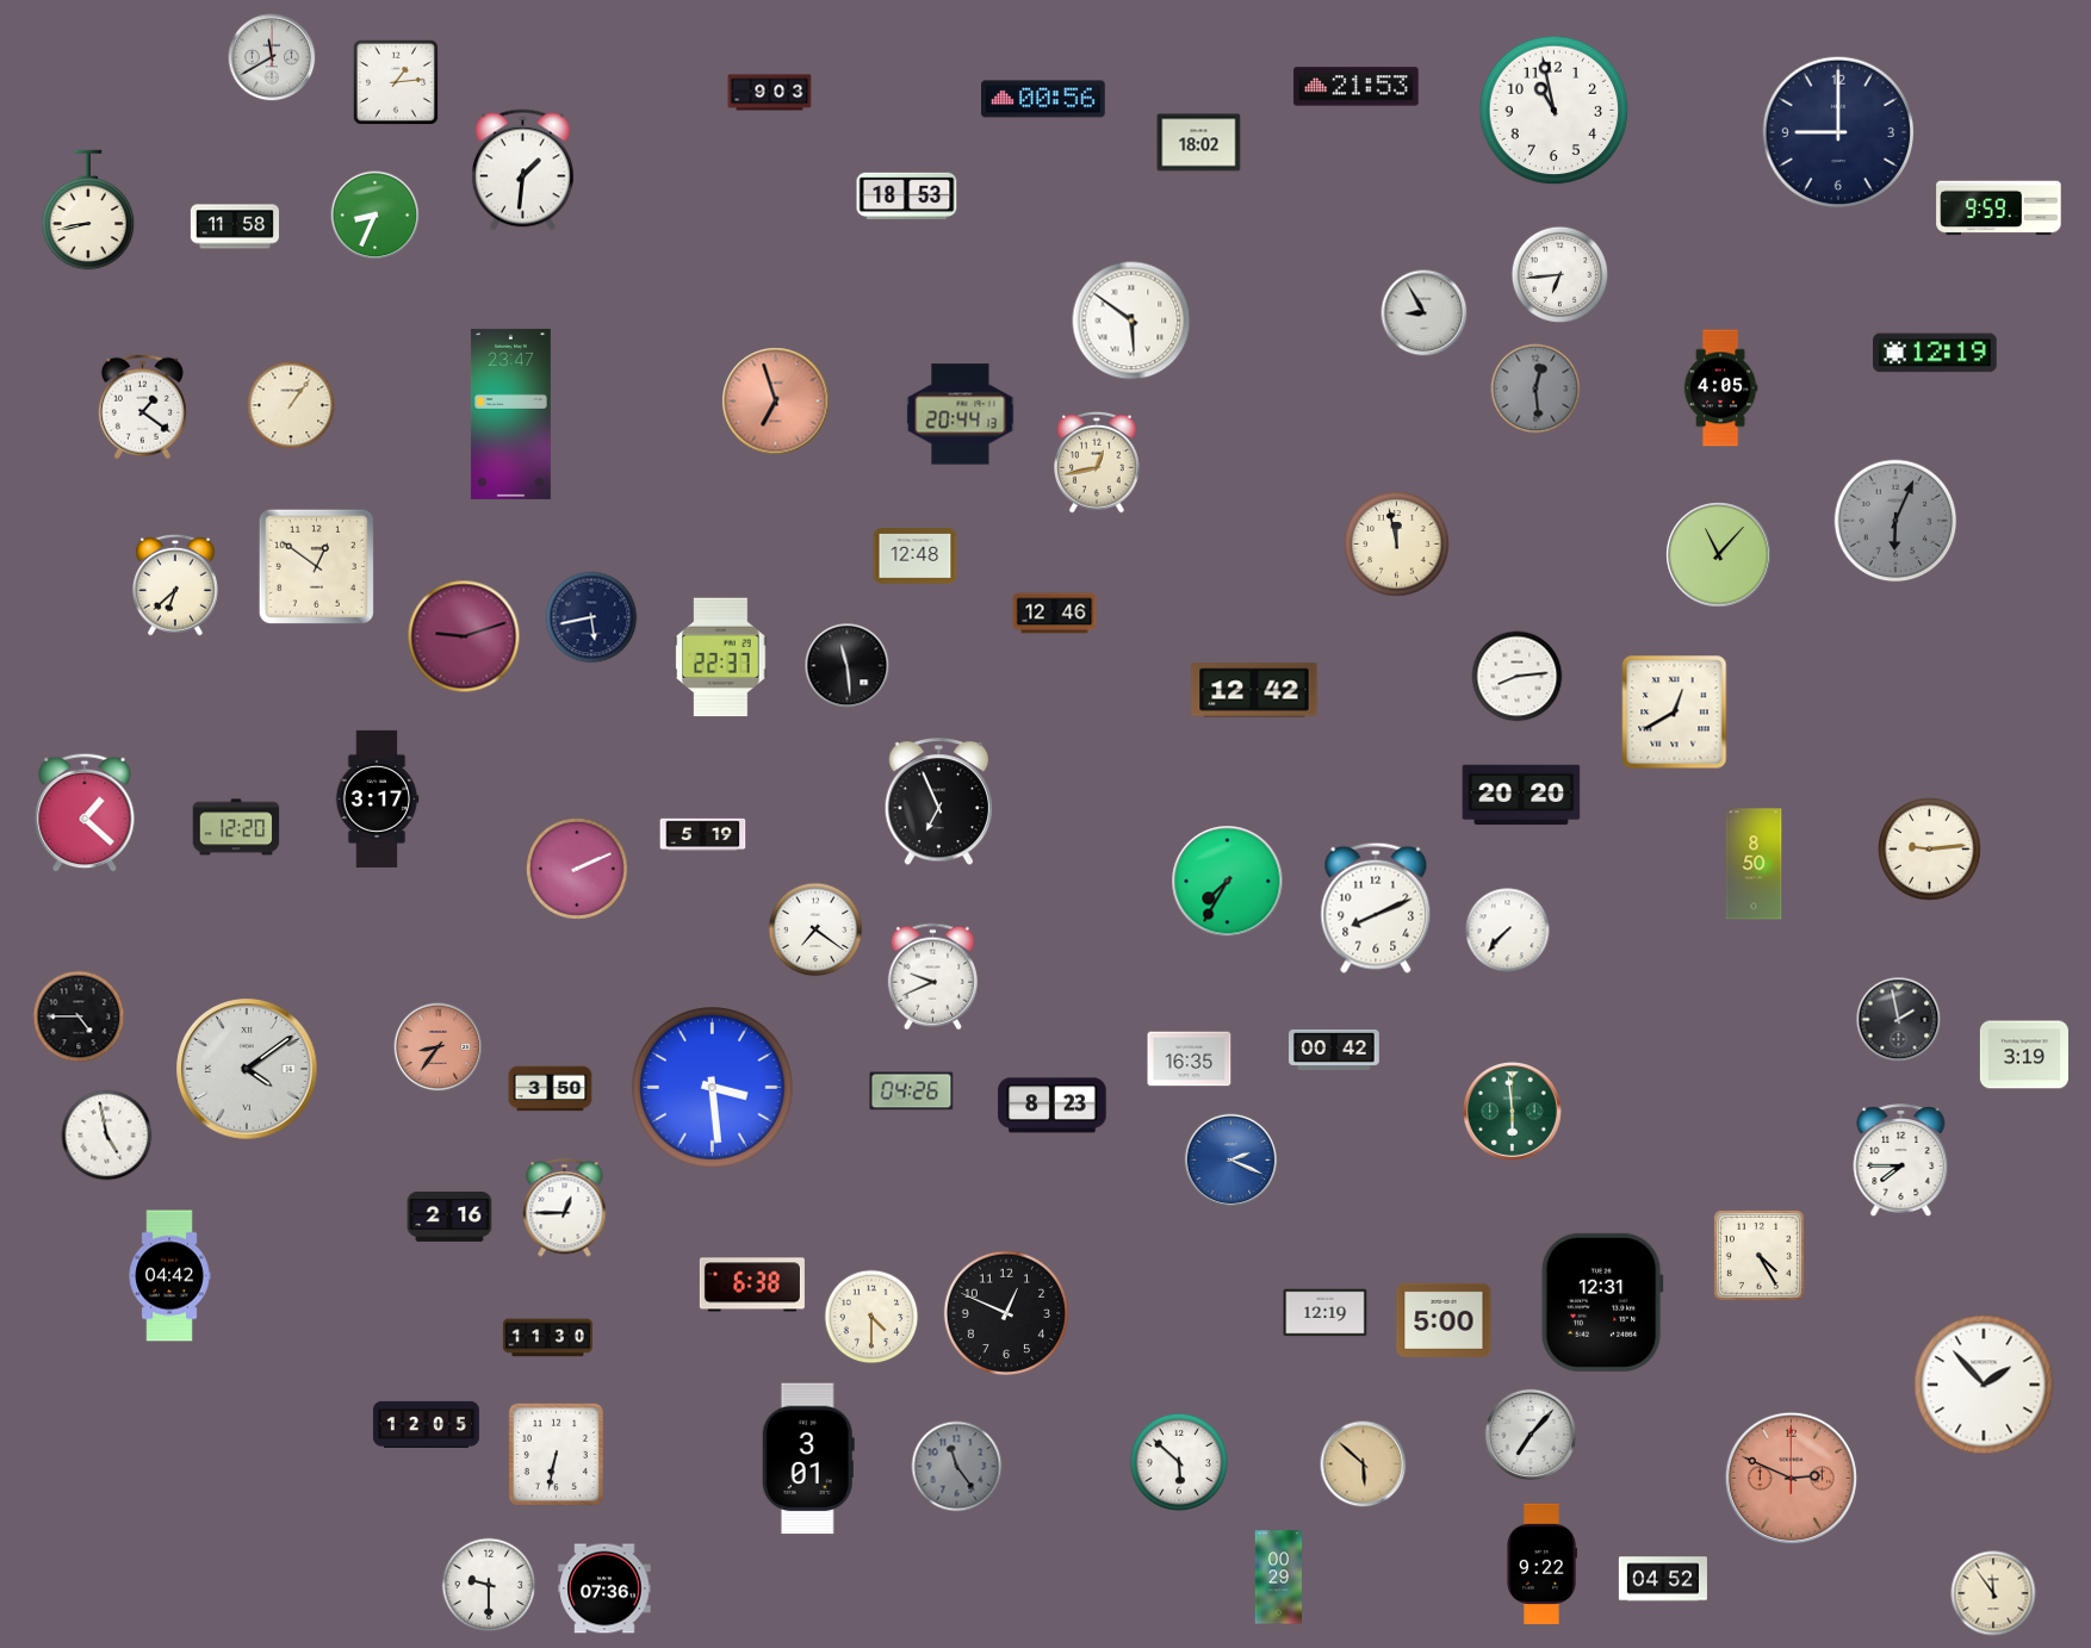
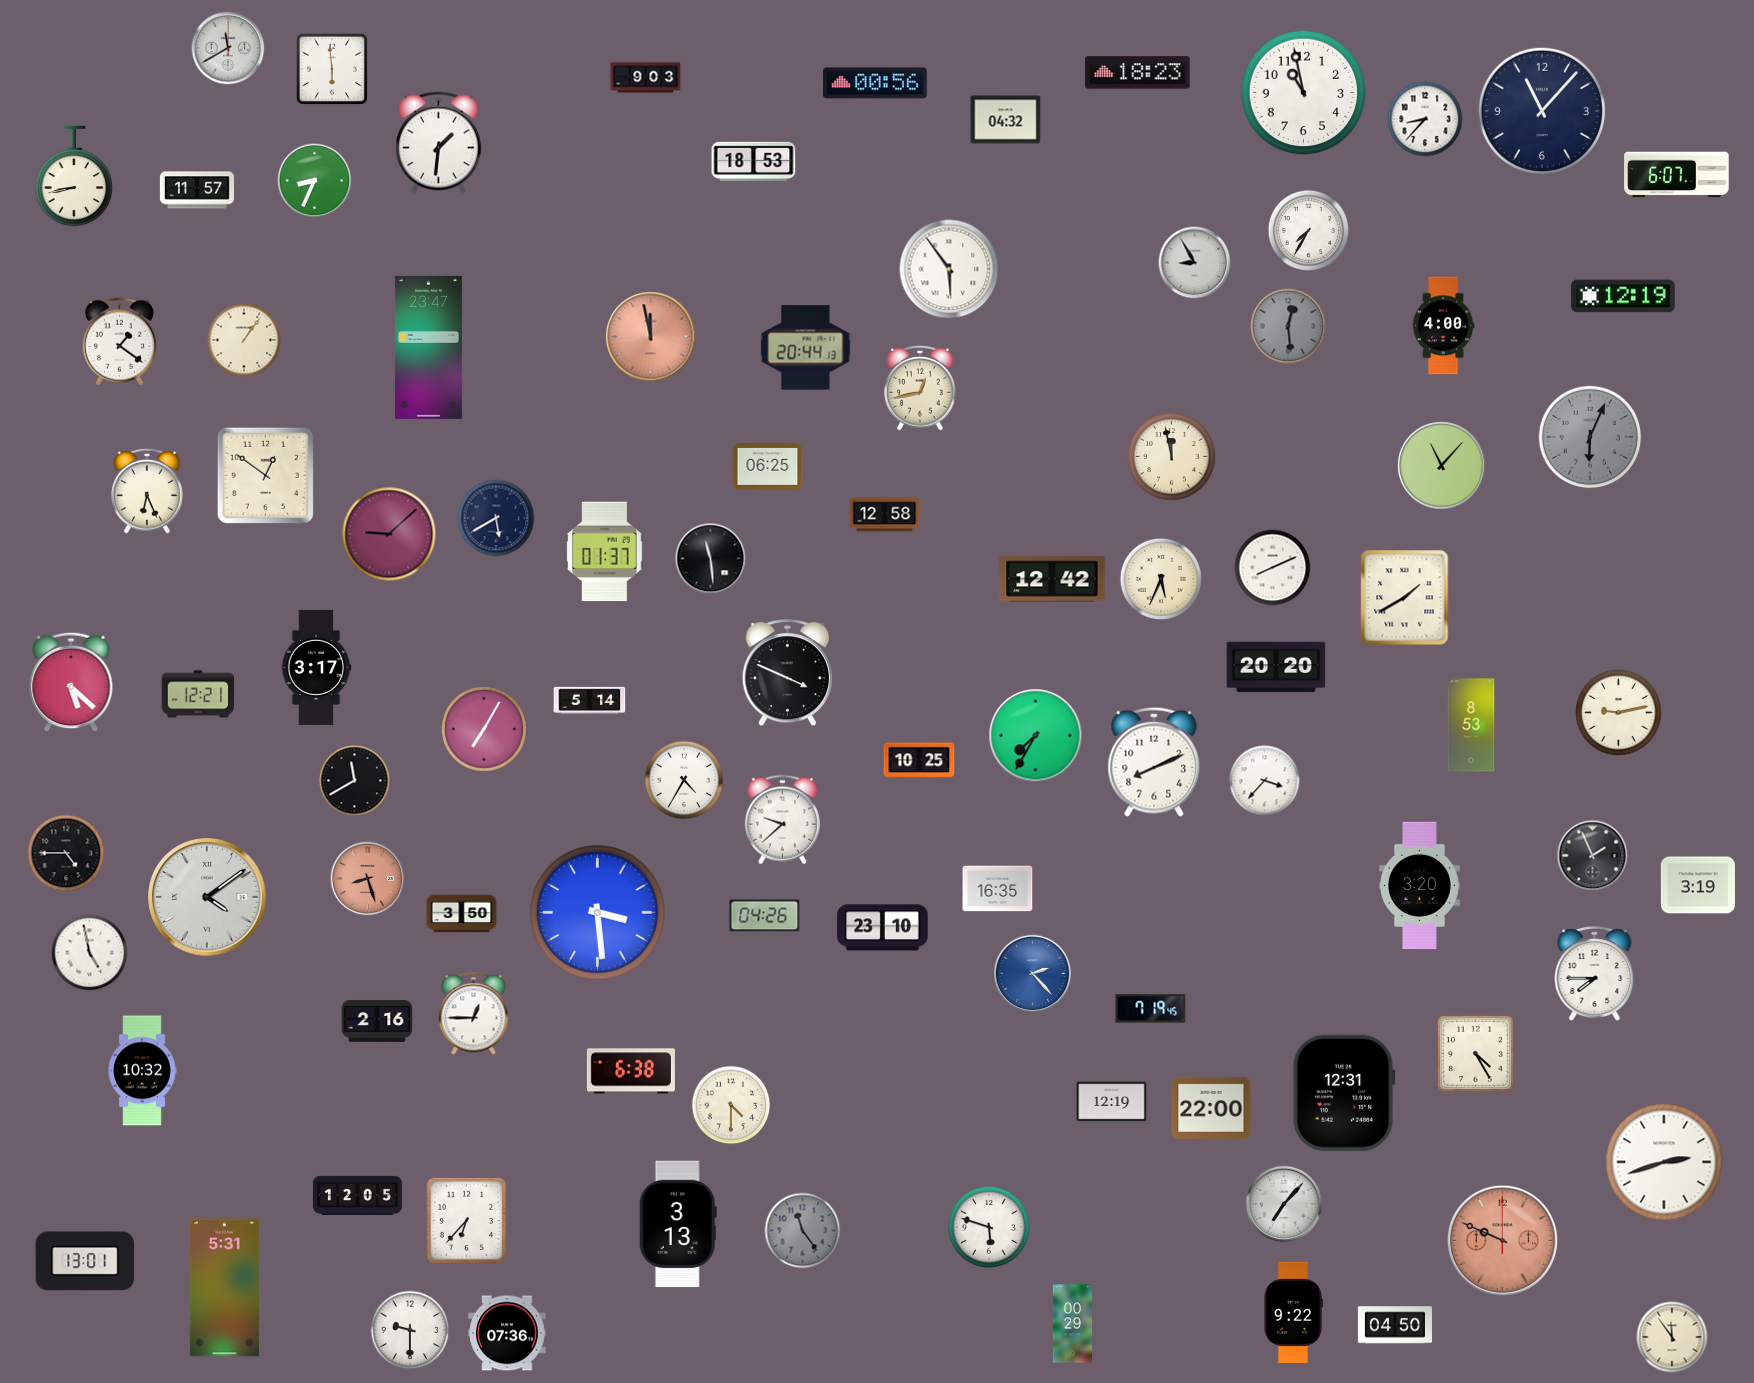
clock at (396, 82): 1:14 -> 5:59
clock at (1357, 87): 21:53 -> 18:23
clock at (1837, 131): 9:00 -> 11:07
clock at (1425, 119): none -> 8:37
clock at (1199, 143): 18:02 -> 04:32
clock at (907, 197) position: (907, 197) -> (754, 162)
clock at (1999, 209): 9:59 -> 6:07
clock at (235, 226): 11:58 -> 11:57
clock at (1559, 274): 6:44 -> 7:35
clock at (1131, 321): 5:51 -> 5:54
clock at (1720, 388): 4:05 -> 4:00
clock at (776, 402): 6:57 -> 11:58
clock at (916, 556): 12:48 -> 06:25
clock at (176, 585): 6:38 -> 6:26
clock at (1055, 614): 12:46 -> 12:58
clock at (591, 617): 5:43 -> 5:40
clock at (464, 636): 9:12 -> 9:08
clock at (721, 658): 22:37 -> 01:37
clock at (1518, 677): 8:14 -> 8:11
clock at (1161, 579): none -> 5:34
clock at (1675, 713): 12:40 -> 1:40
clock at (377, 798) position: (377, 798) -> (316, 667)
clock at (939, 802): 6:56 -> 3:49
clock at (85, 813): 1:22 -> 5:22
clock at (236, 827): 12:20 -> 12:21
clock at (703, 835): 5:19 -> 5:14
clock at (1930, 850): 9:14 -> 9:13
clock at (1754, 864): 8:50 -> 8:53
clock at (578, 870): 2:11 -> 7:05
clock at (1228, 882) position: (1228, 882) -> (1036, 736)
clock at (919, 760): none -> 10:25
clock at (815, 929): 7:21 -> 4:35
clock at (355, 781): none -> 11:40
clock at (1508, 931): 7:37 -> 3:37
clock at (932, 977): 9:41 -> 9:38
clock at (1899, 1020): 1:58 -> 1:56
clock at (439, 1047): 8:36 -> 8:27
clock at (1335, 1050): 00:42 -> none
clock at (1420, 886): none -> 3:20
clock at (1053, 1106): 8:23 -> 23:10
clock at (1512, 1111): 5:59 -> none
clock at (1231, 1161): 2:19 -> 2:23
clock at (1151, 1009): none -> 7:19
clock at (169, 1276): 04:42 -> 10:32
clock at (752, 1285) position: (752, 1285) -> (631, 1071)
clock at (1005, 1312): 12:49 -> none
clock at (1444, 1320): 5:00 -> 22:00
clock at (547, 1338): 11:30 -> none
clock at (1984, 1385): 1:53 -> 2:42
clock at (556, 1454): 6:32 -> 6:37
clock at (808, 1459): 3:01 -> 3:13
clock at (1179, 1462): 5:52 -> 5:48
clock at (1364, 1464): 5:52 -> none
clock at (1791, 1478): 2:49 -> 9:49
clock at (85, 1261): none -> 13:01
clock at (224, 1288): none -> 5:31
clock at (1663, 1579): 04:52 -> 04:50
